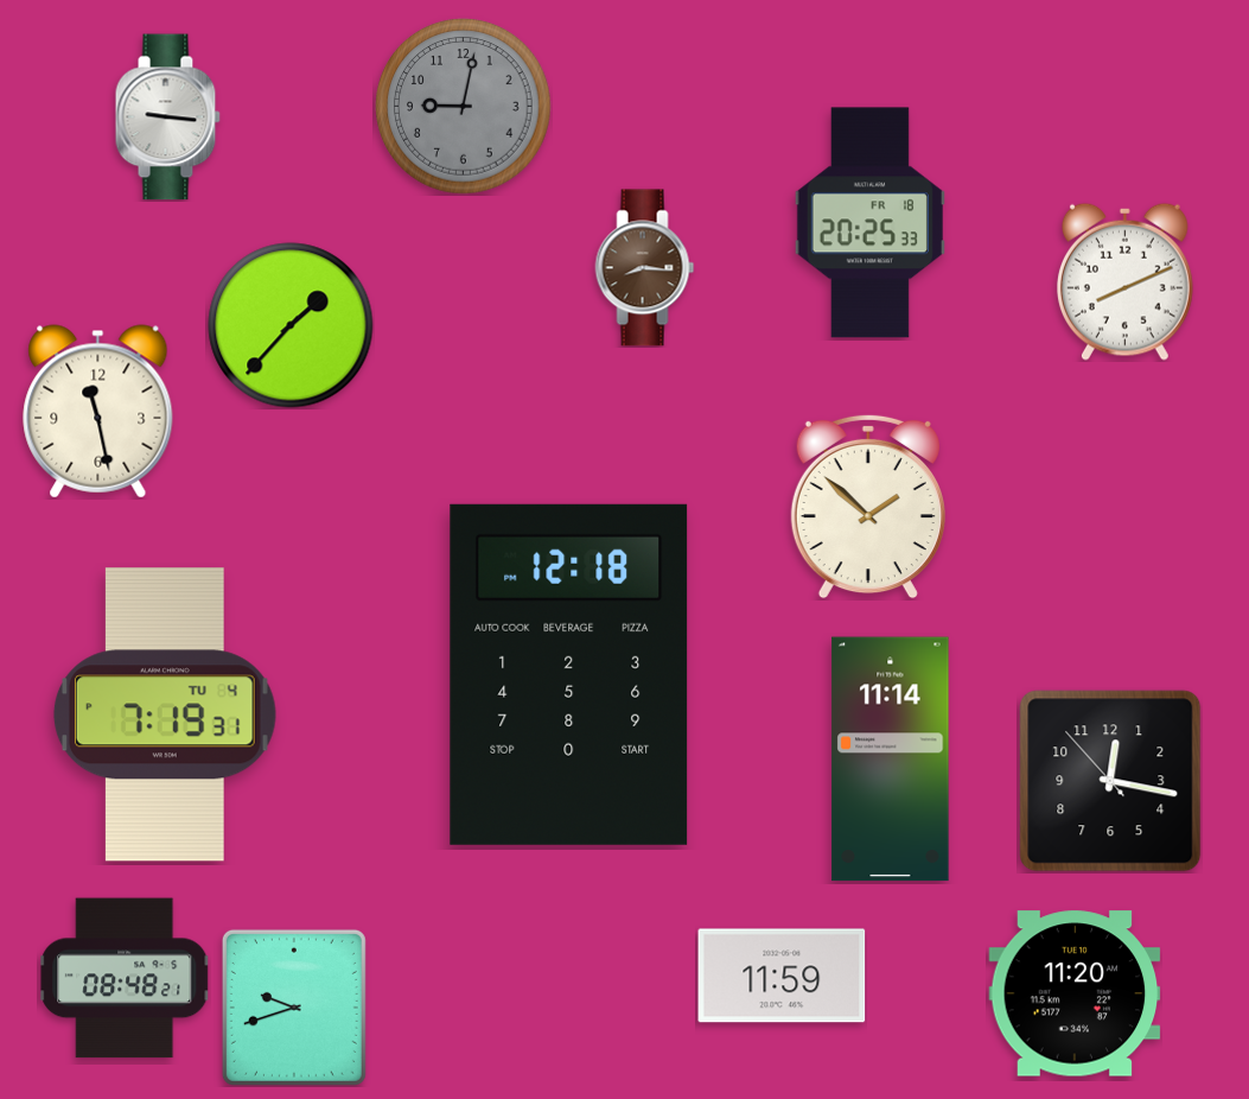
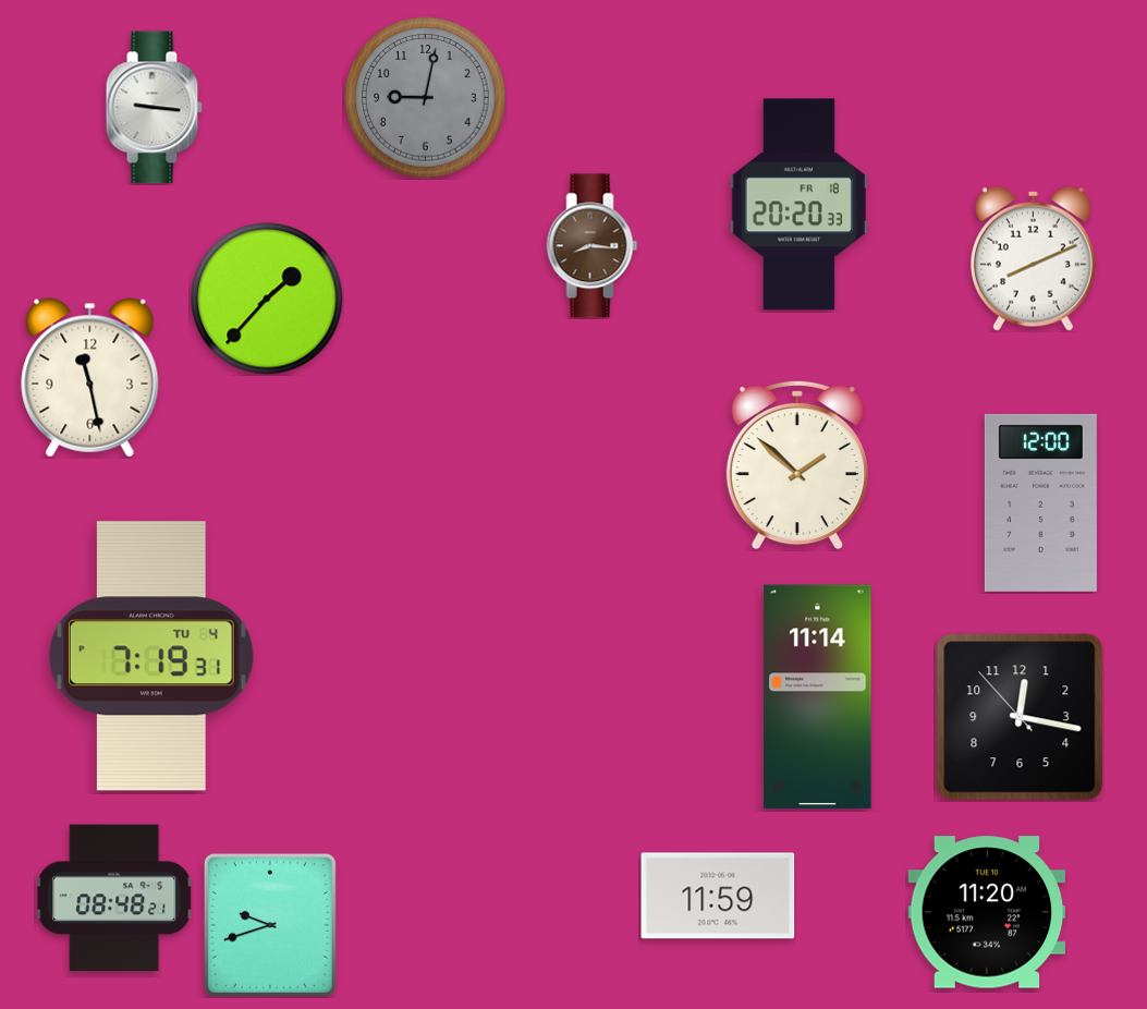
clock at (869, 223): 20:25 -> 20:20
clock at (1040, 502): none -> 12:00
clock at (569, 674): 12:18 -> none
